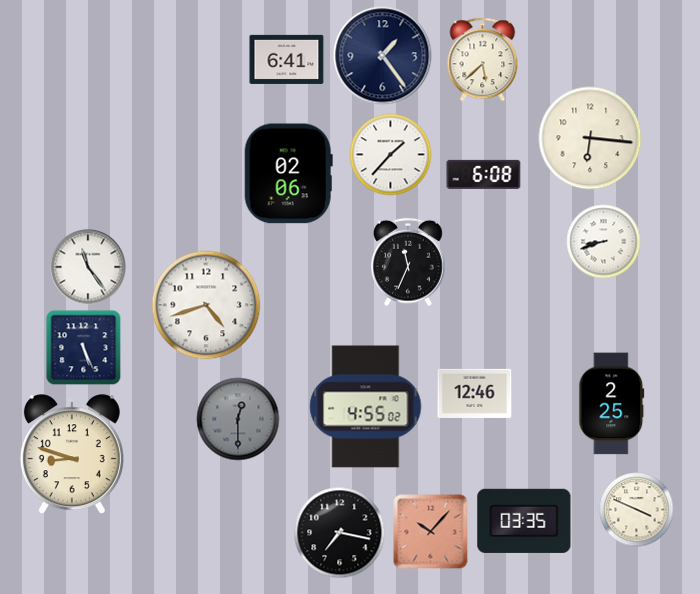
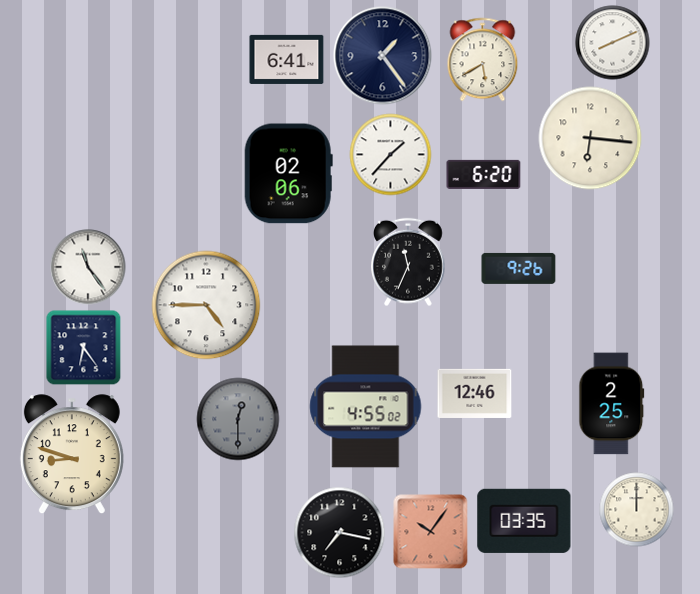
clock at (613, 43): none -> 8:11
clock at (483, 60): 5:38 -> 5:40
clock at (484, 174): 6:08 -> 6:20
clock at (604, 242): 8:42 -> none
clock at (519, 268): none -> 9:26
clock at (206, 305): 4:42 -> 4:45
clock at (84, 348): 5:26 -> 6:24
clock at (637, 510): 3:49 -> 12:00
clock at (431, 532): 10:07 -> 10:06
